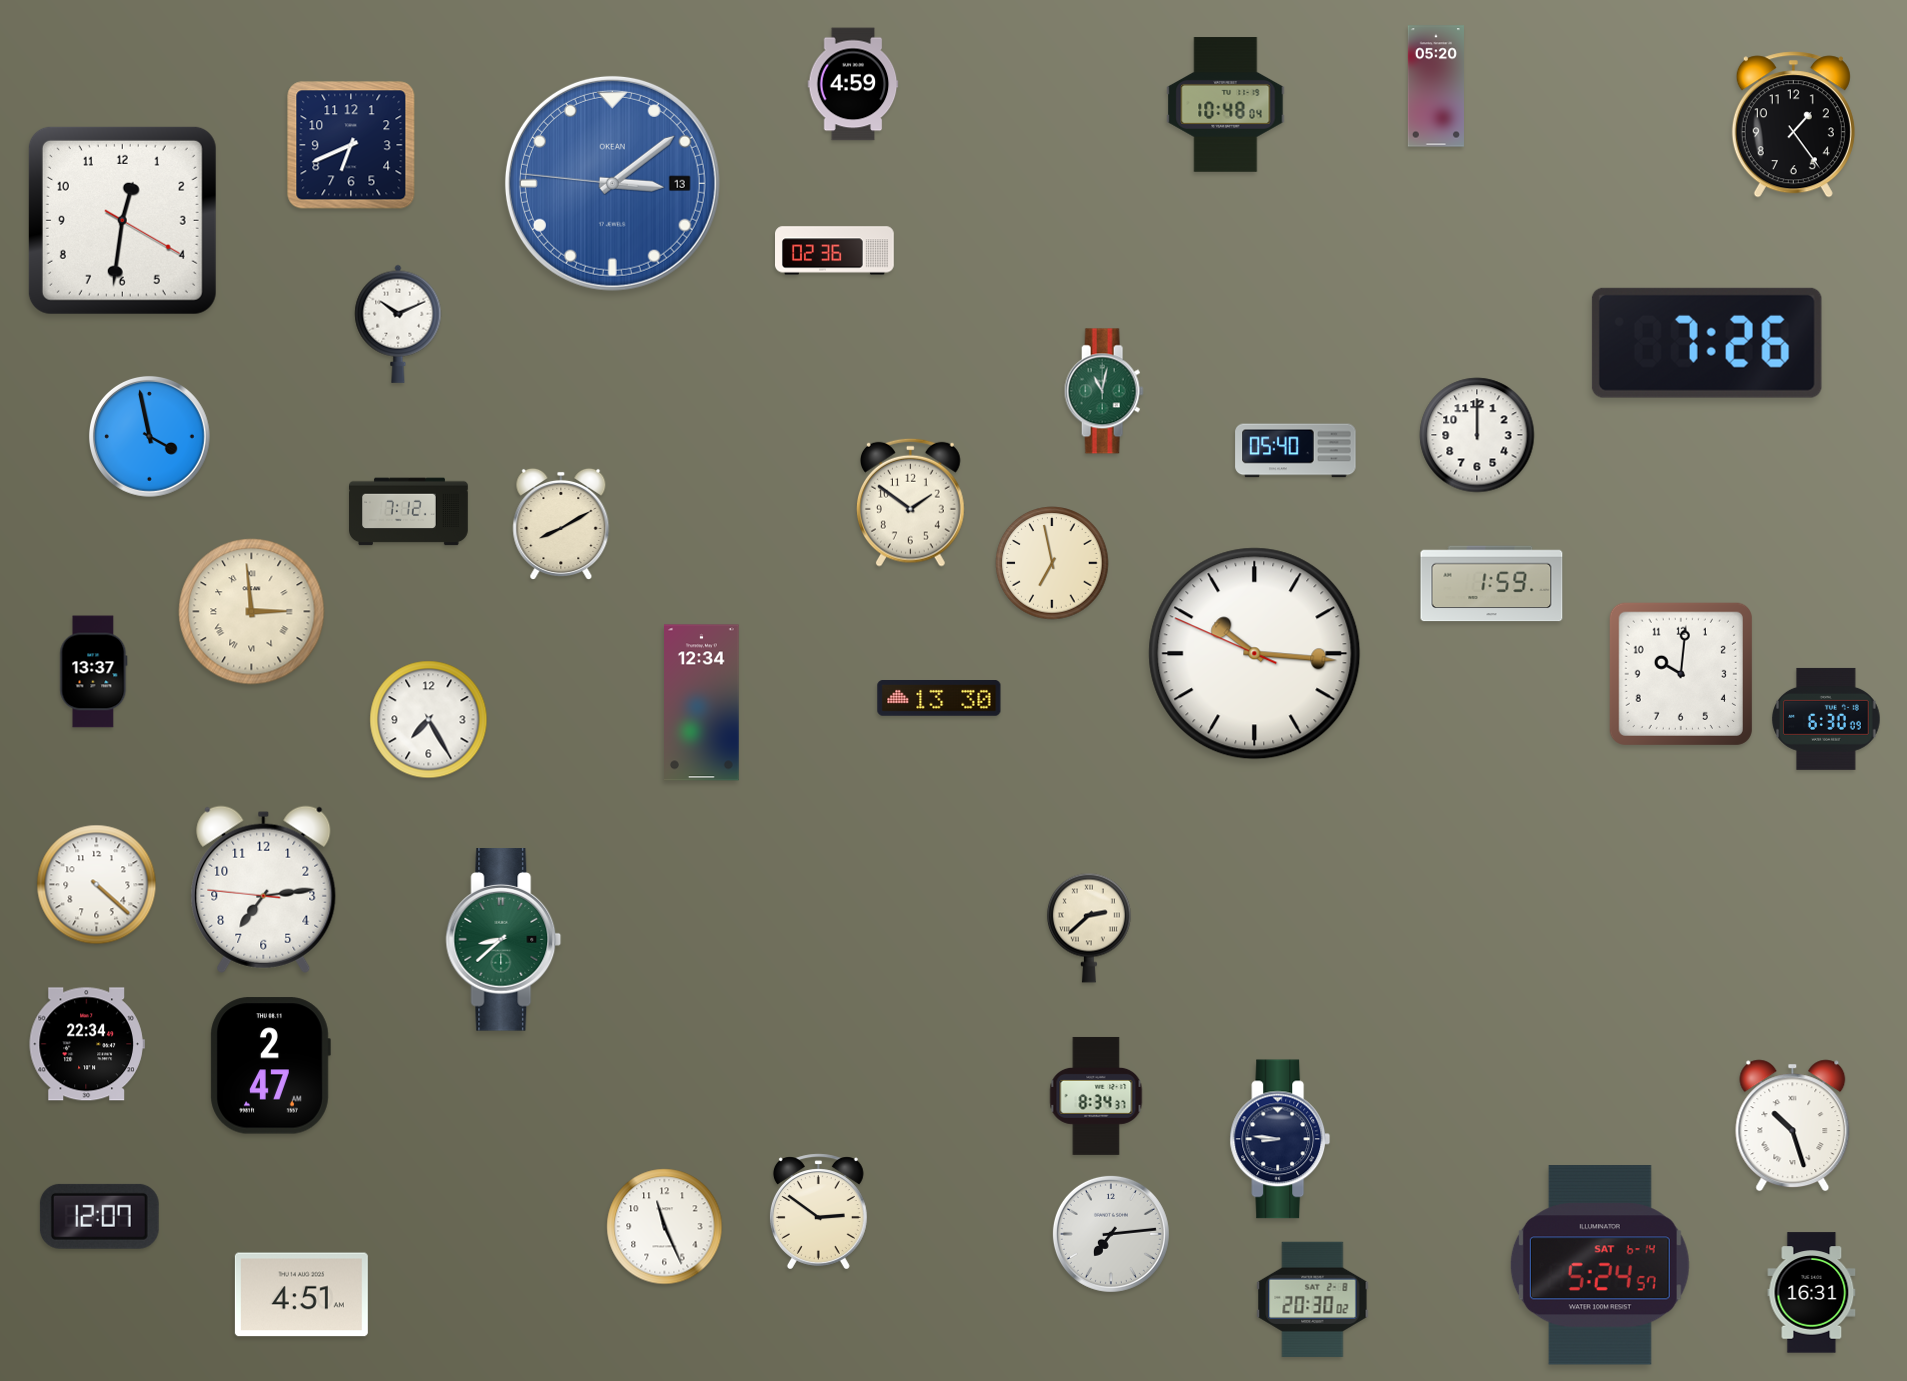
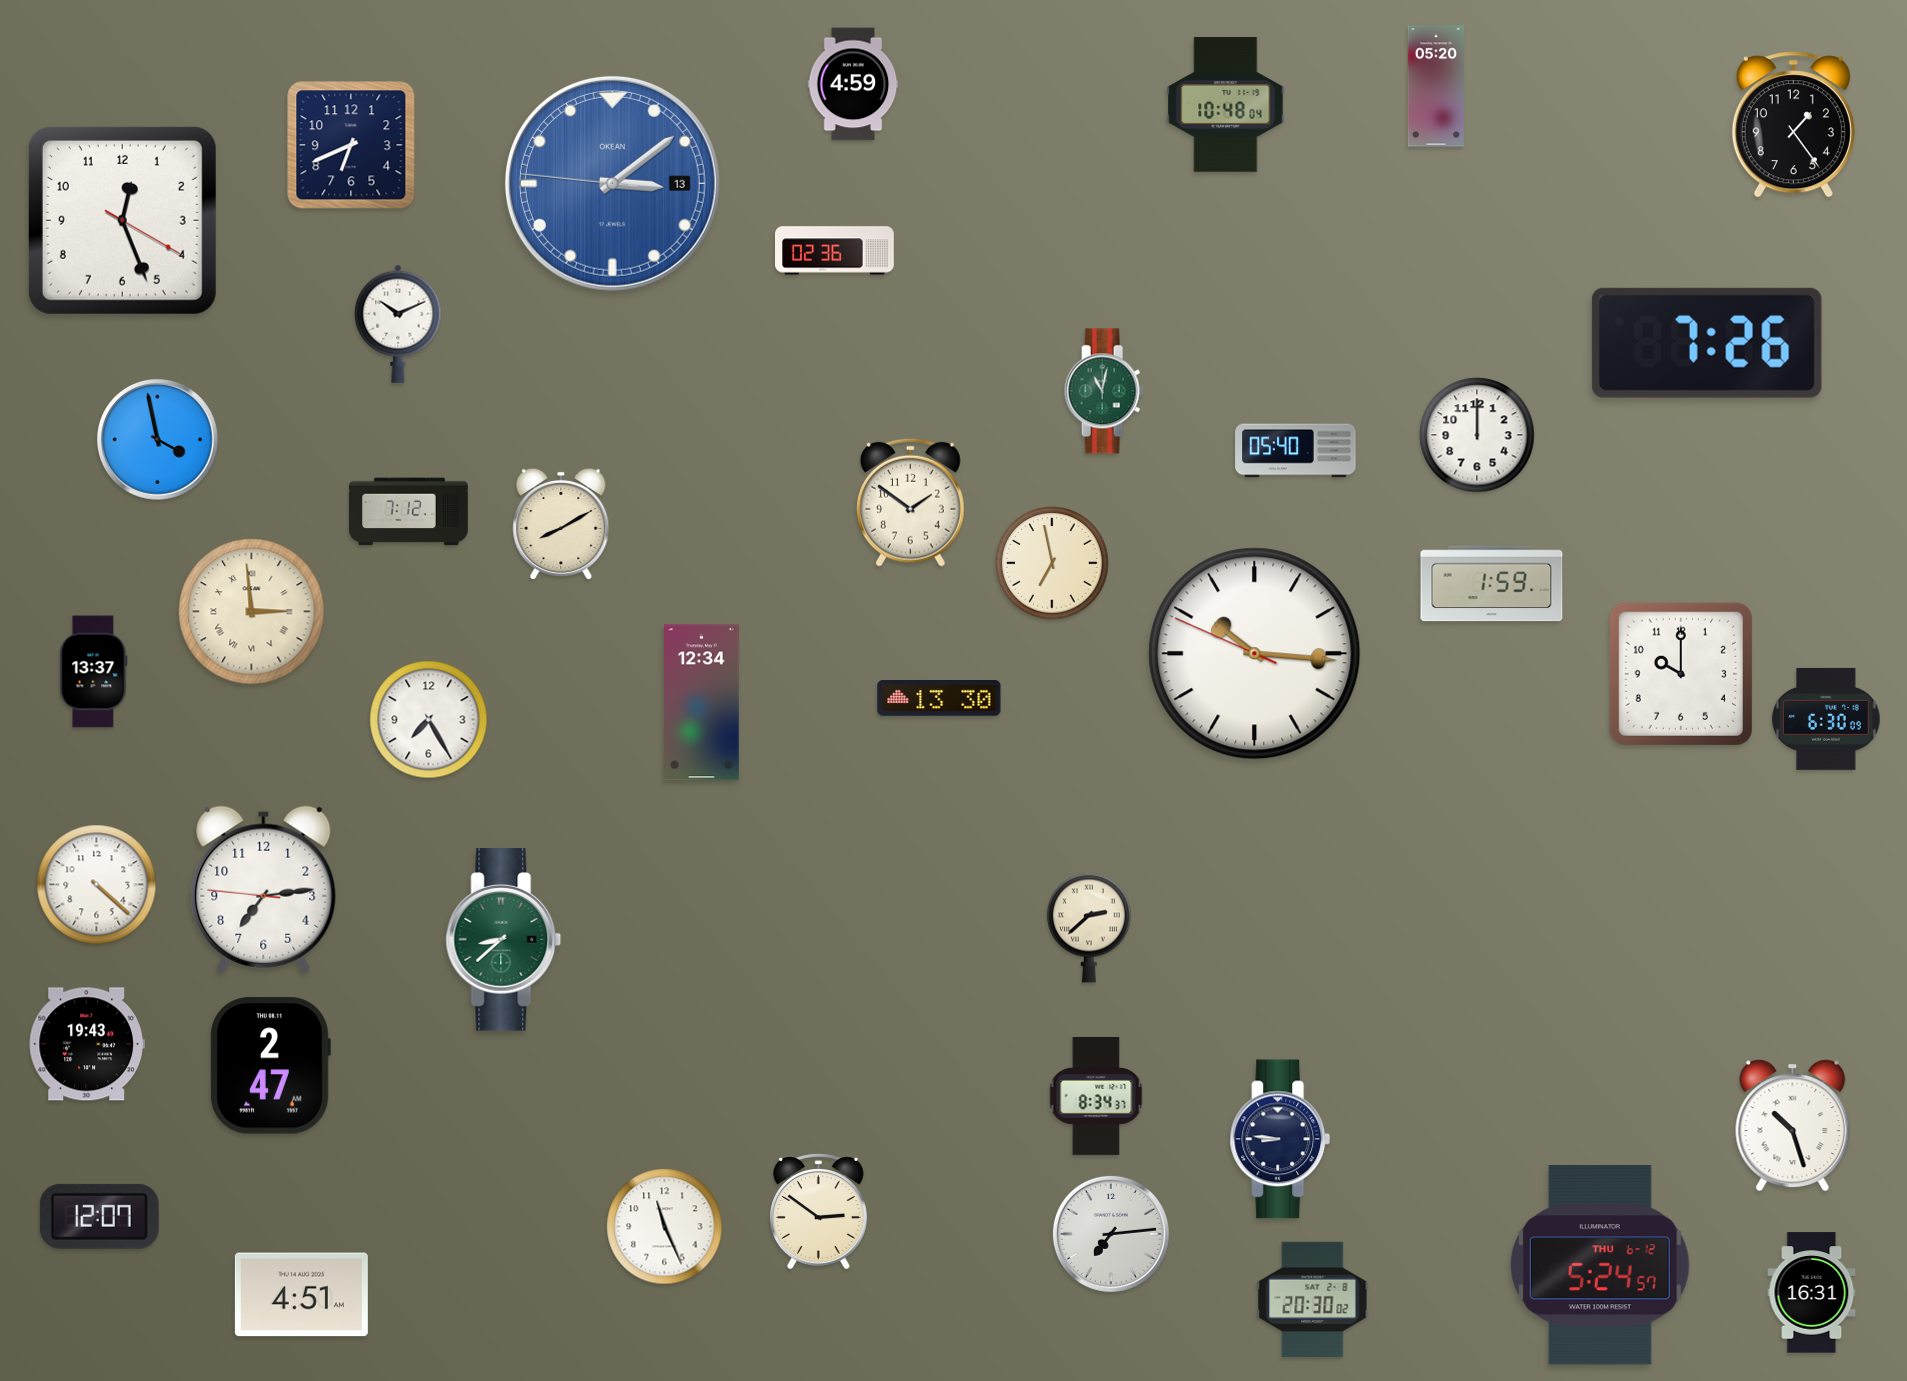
clock at (122, 220): 12:31 -> 12:26
clock at (150, 437) position: (150, 437) -> (158, 440)
clock at (1681, 674): 10:01 -> 10:00
clock at (87, 1044): 22:34 -> 19:43
clock at (1600, 1265) date: SAT 6-14 -> THU 6-12
